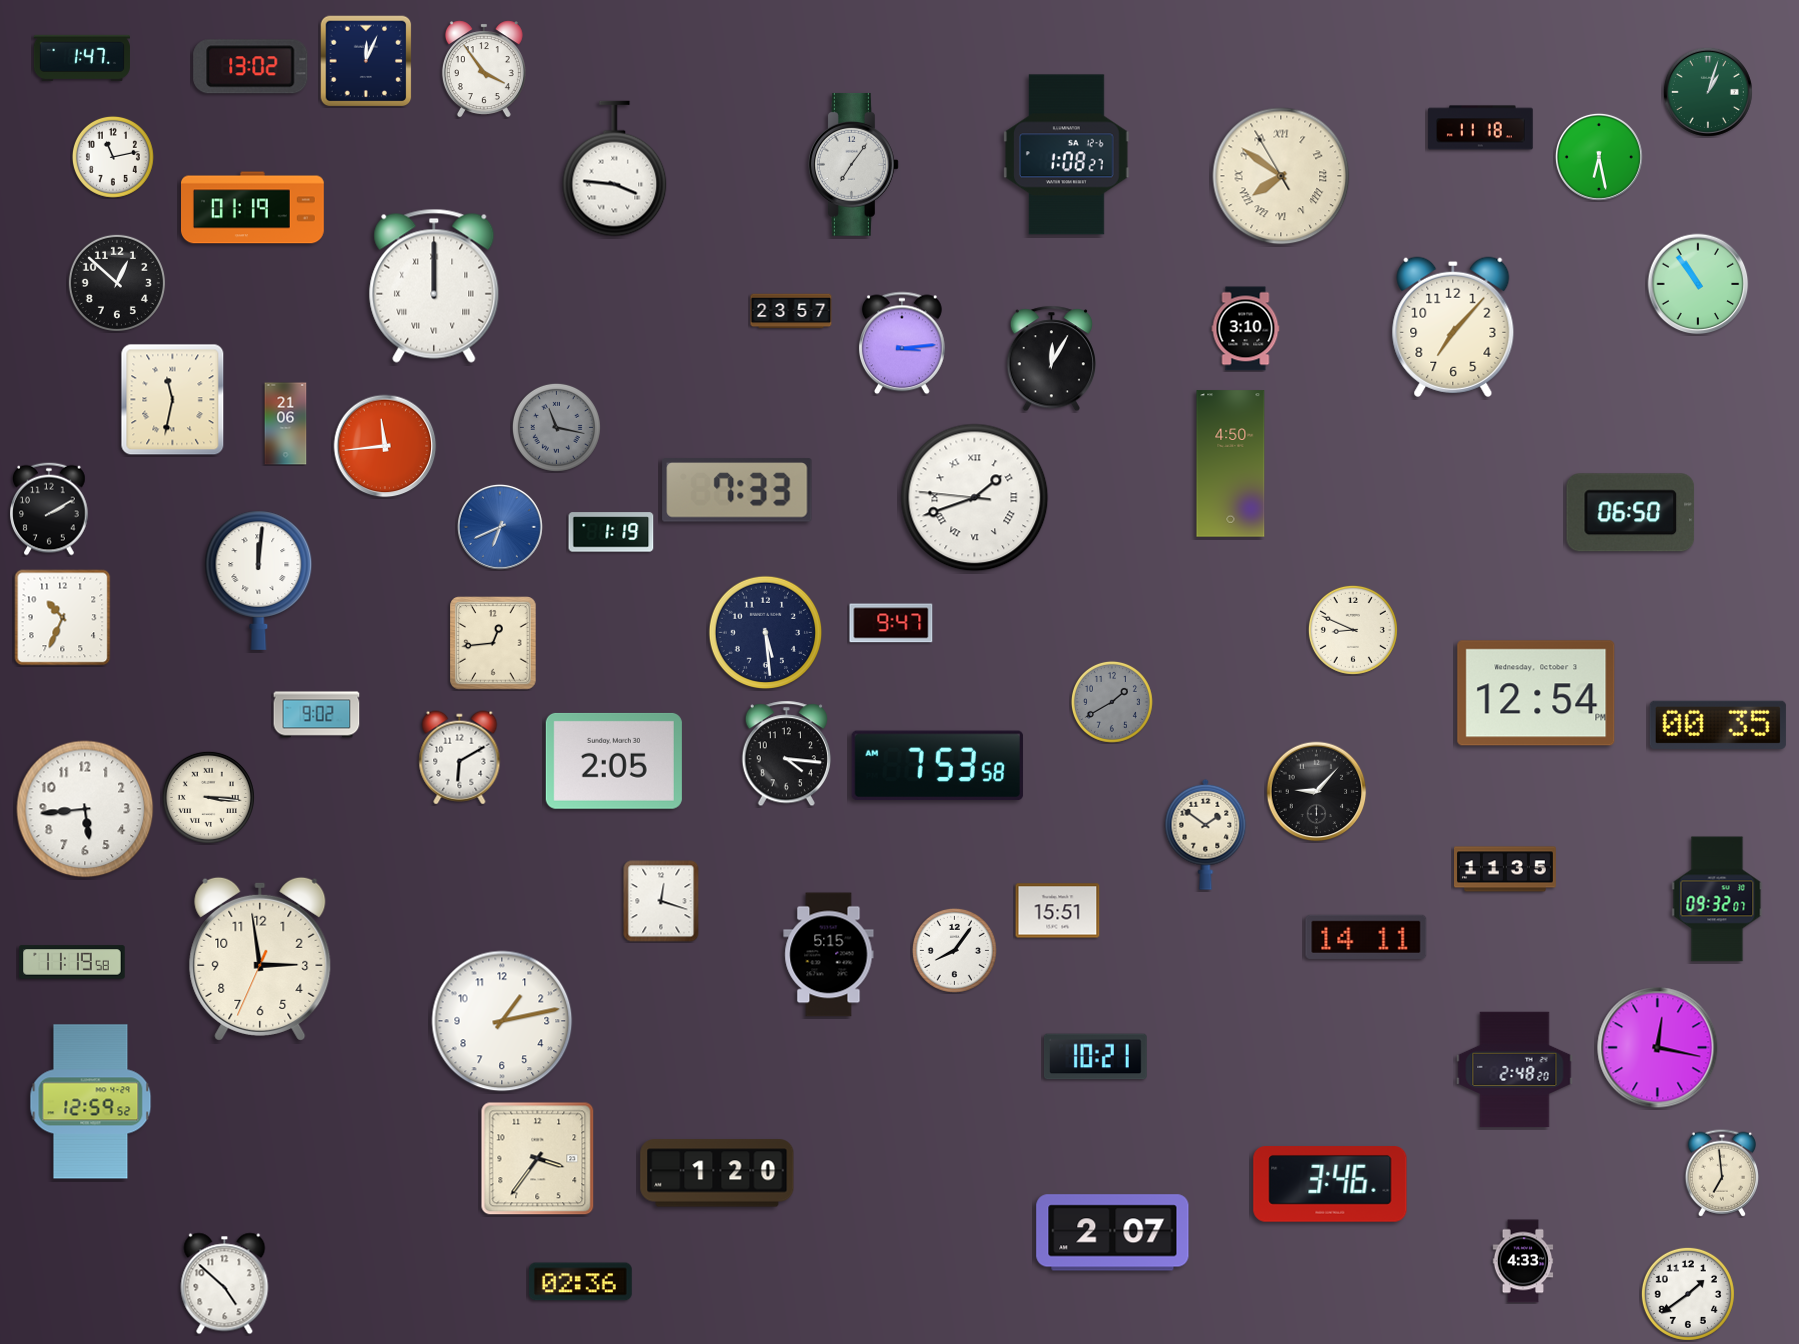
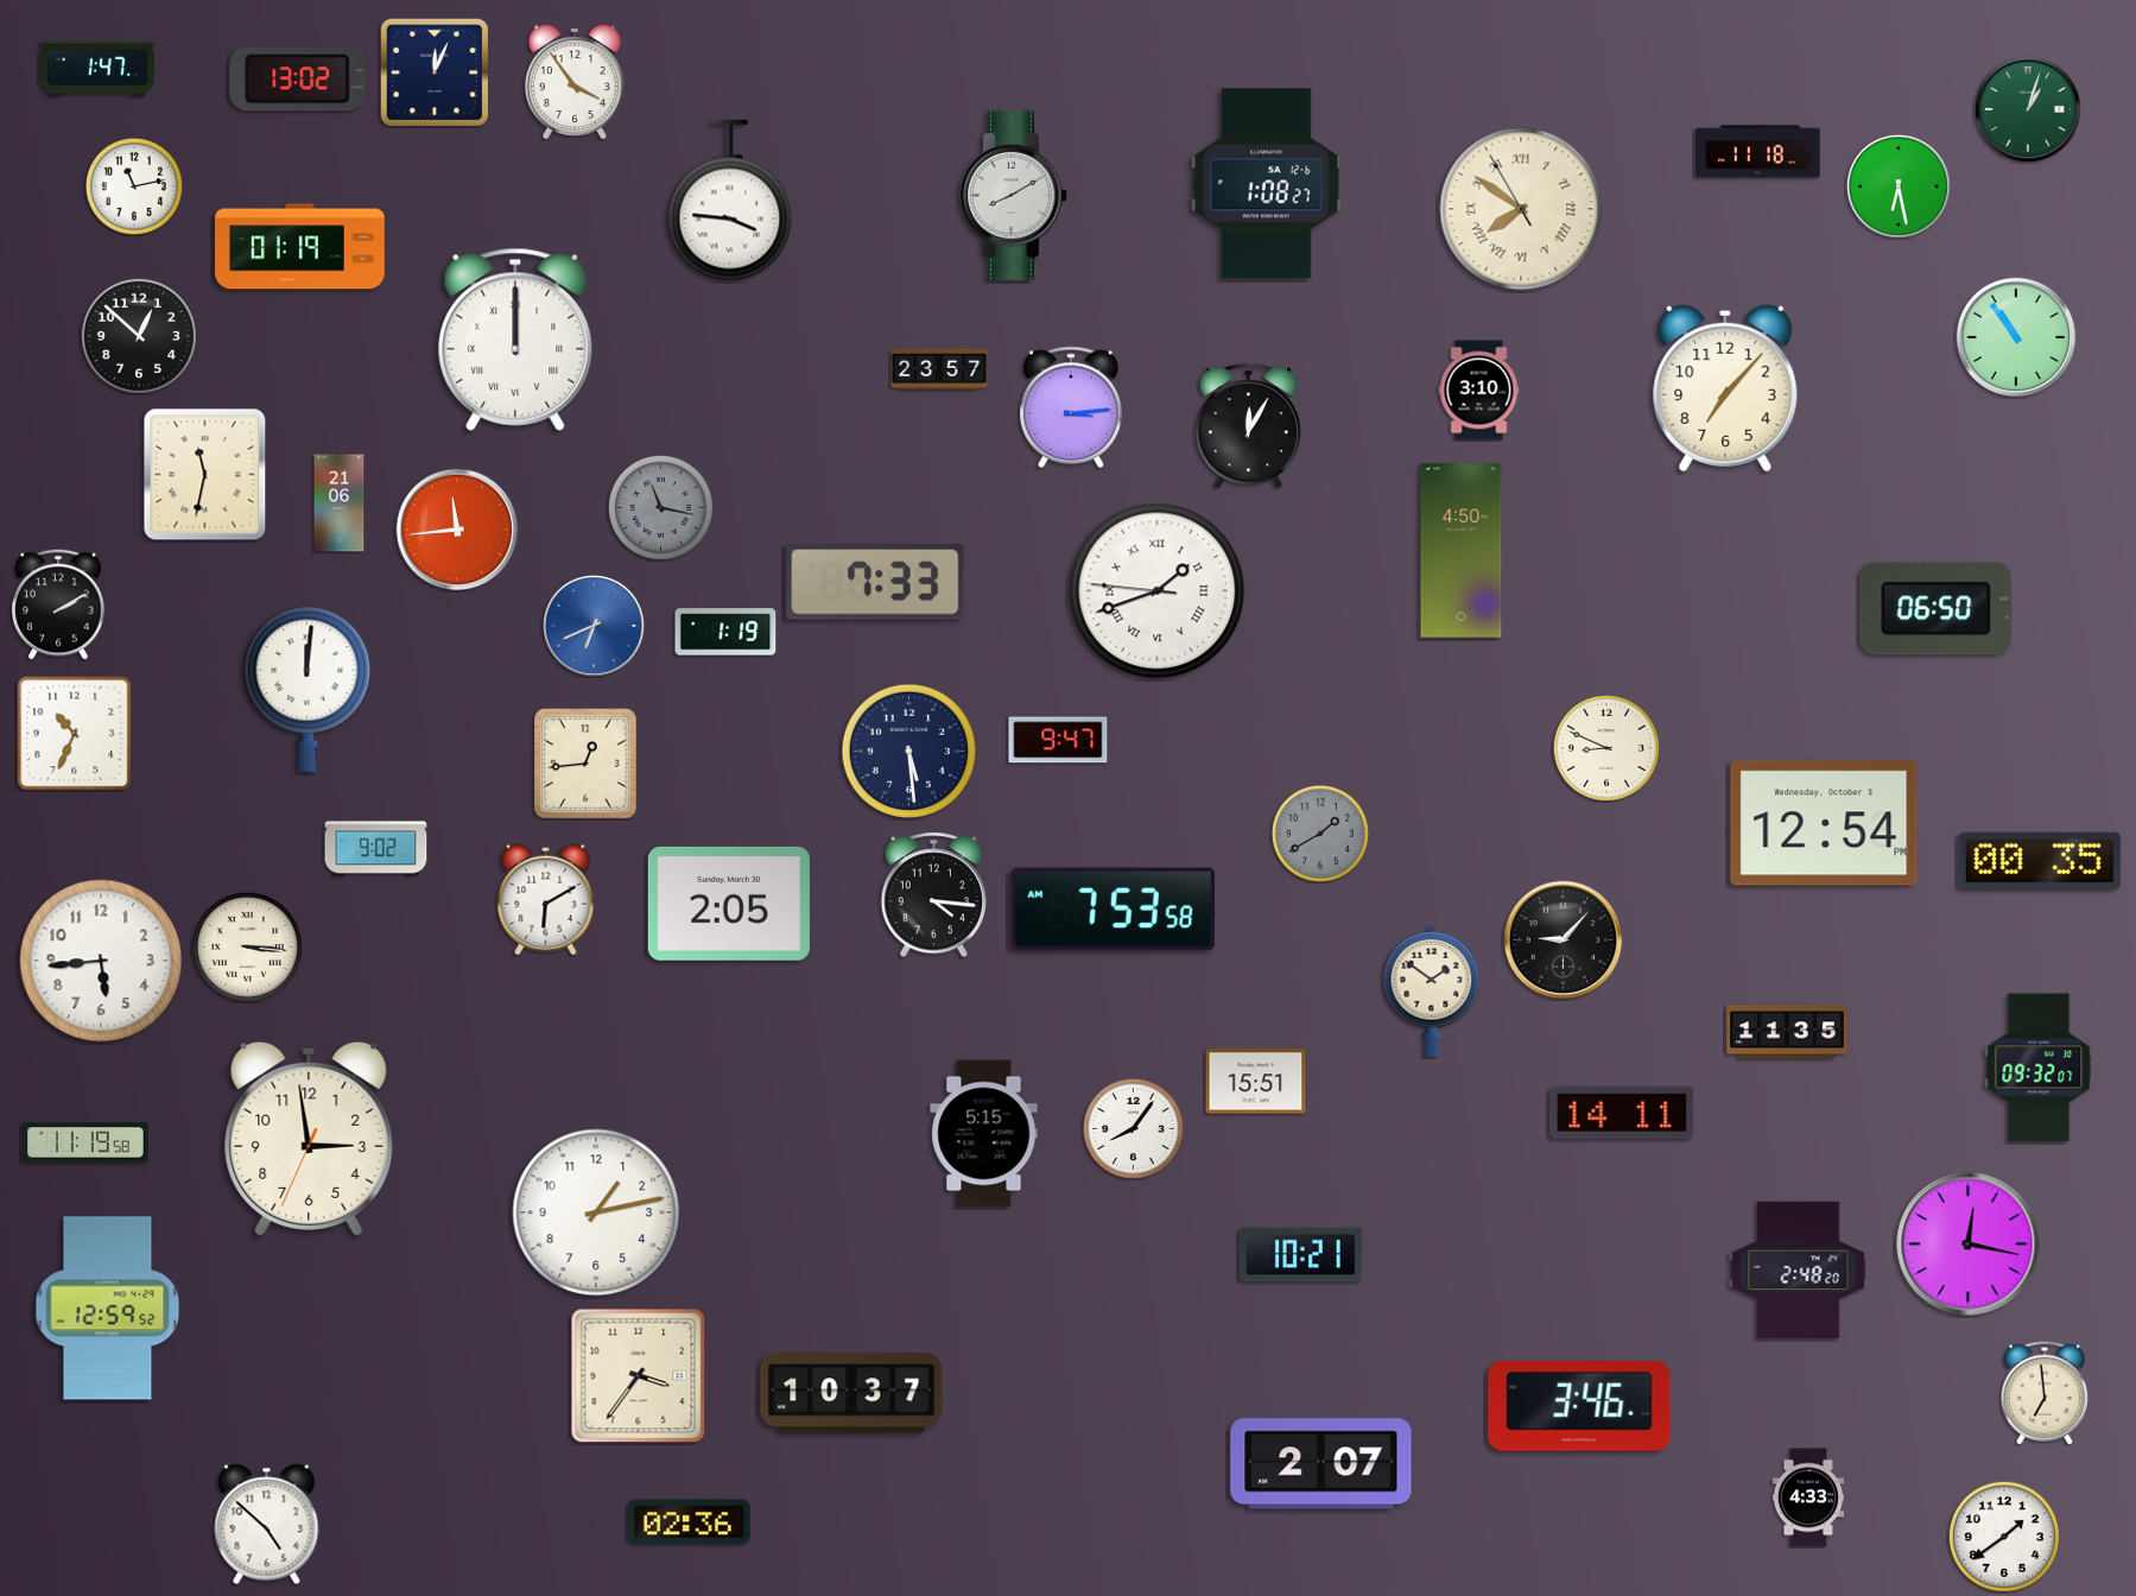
clock at (853, 164): 7:06 -> 8:10
clock at (661, 901): 12:18 -> none
clock at (717, 1173): 1:20 -> 10:37
